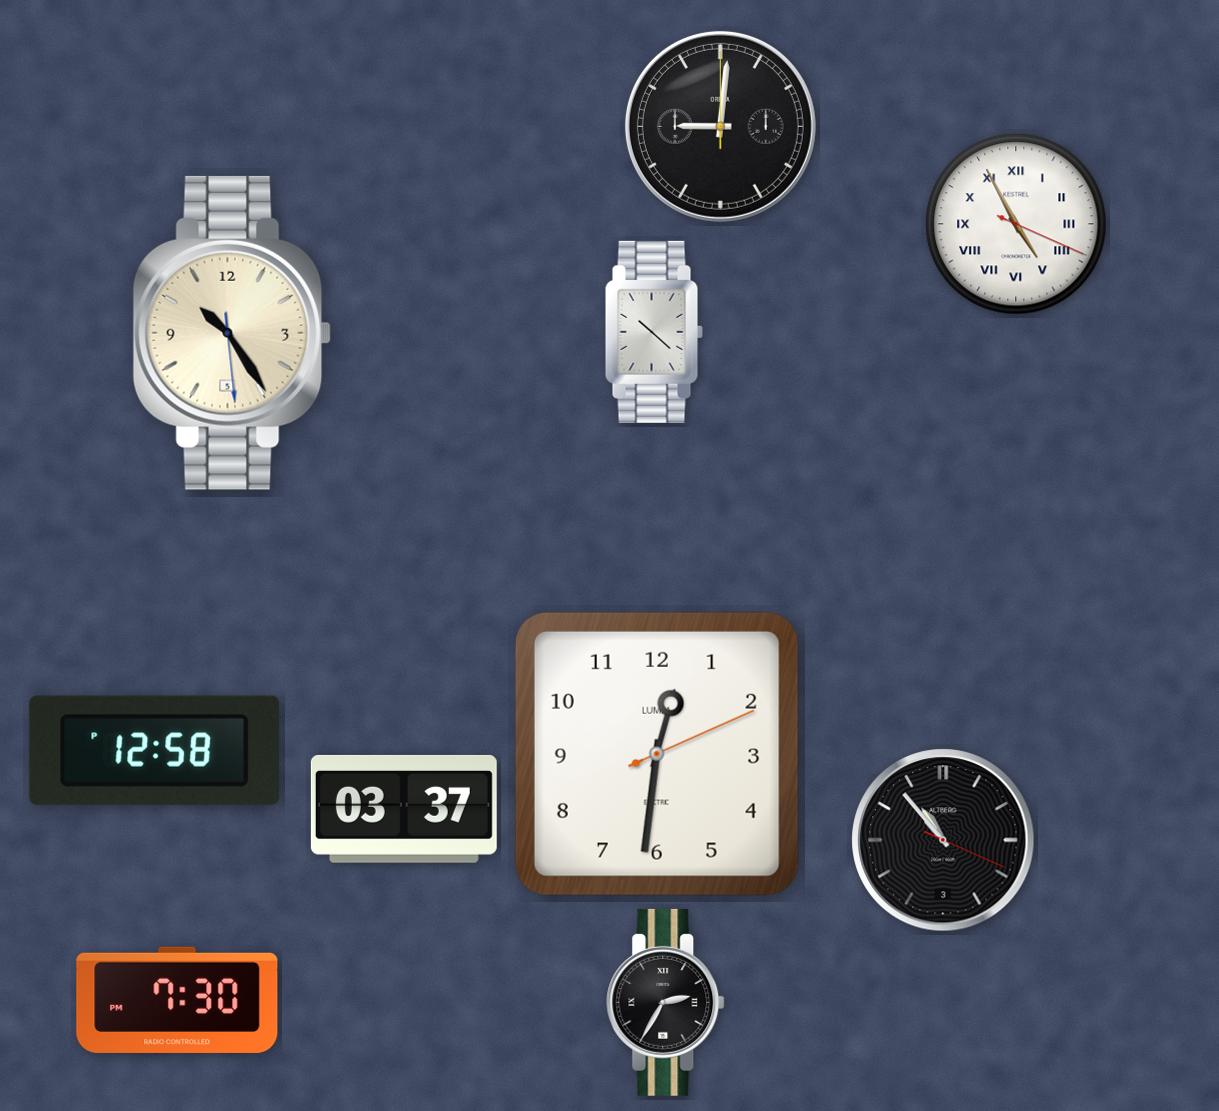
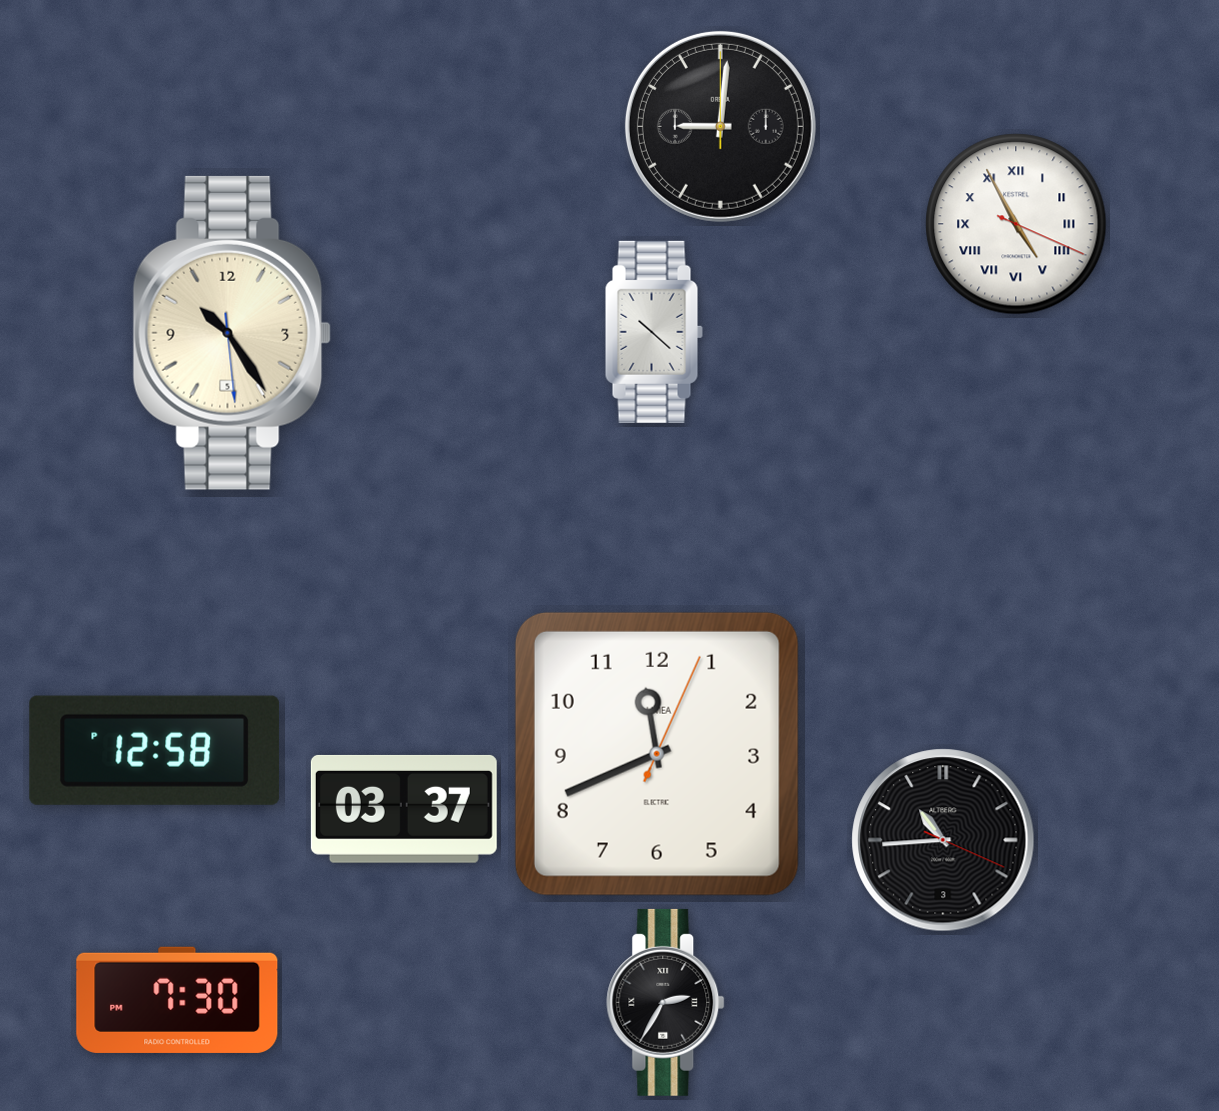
clock at (657, 754): 12:31 -> 11:41
clock at (943, 840): 10:53 -> 10:44
